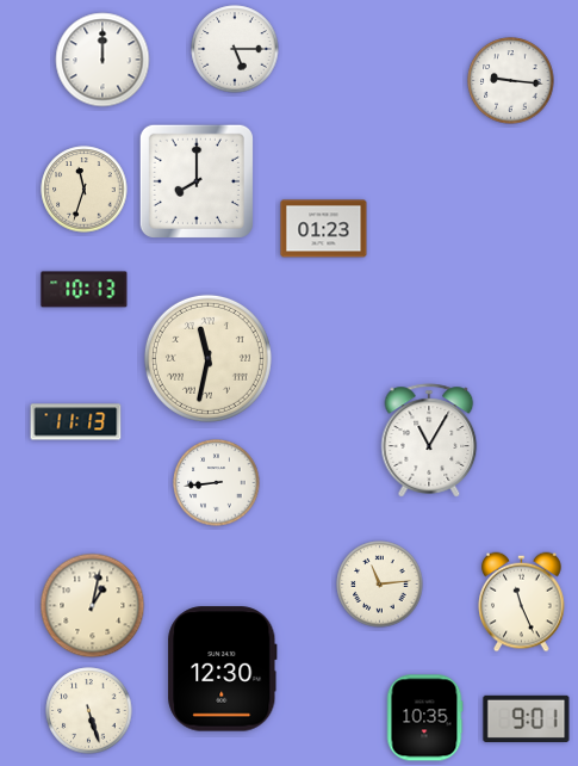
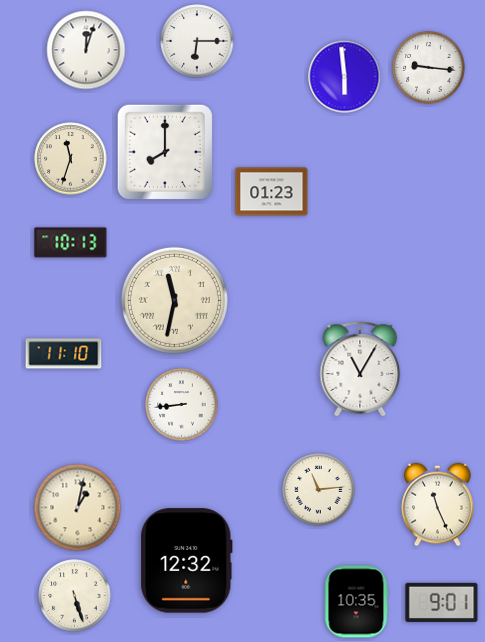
clock at (235, 49): 5:15 -> 6:15
clock at (102, 60): 12:00 -> 12:03
clock at (345, 77): none -> 5:59
clock at (76, 422): 11:13 -> 11:10
clock at (223, 669): 12:30 -> 12:32
